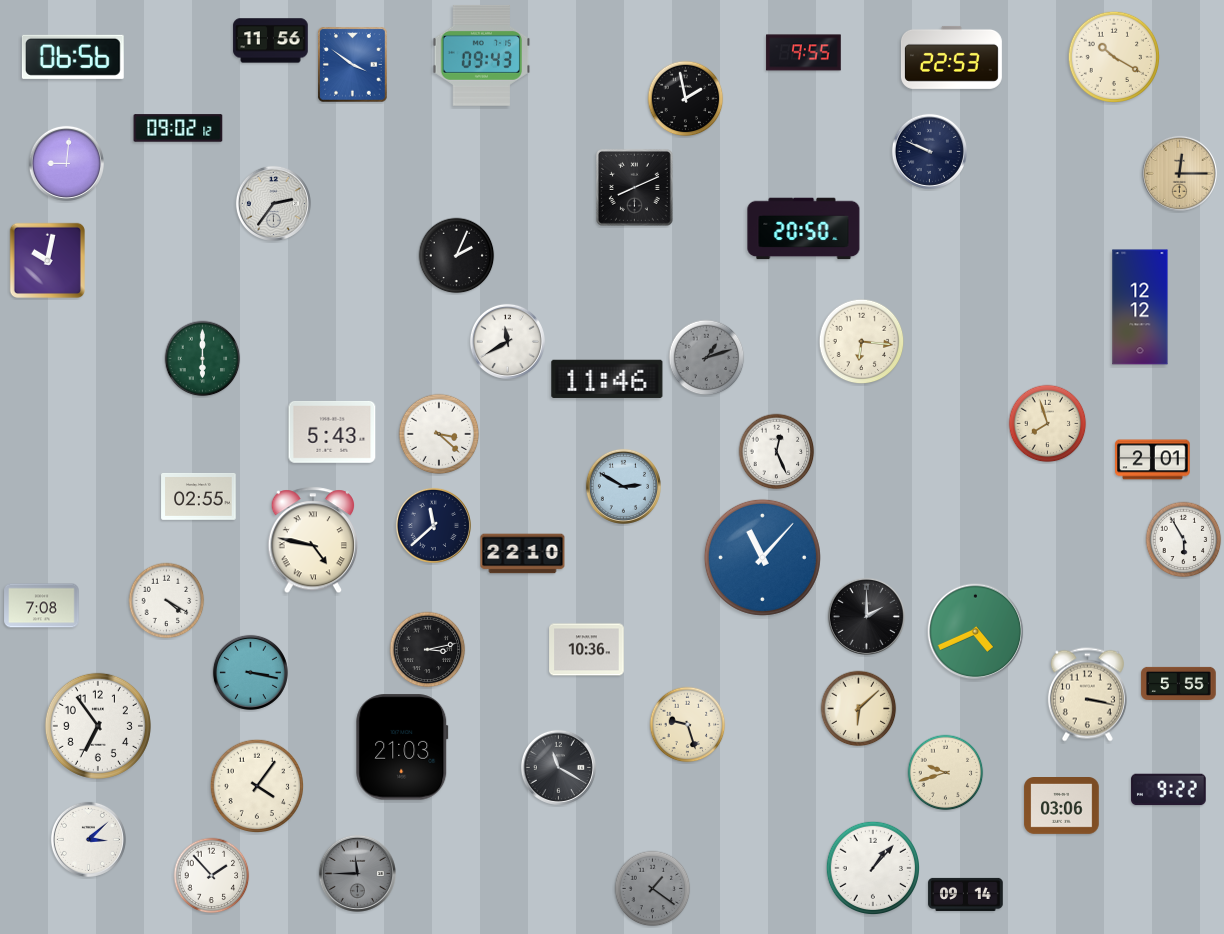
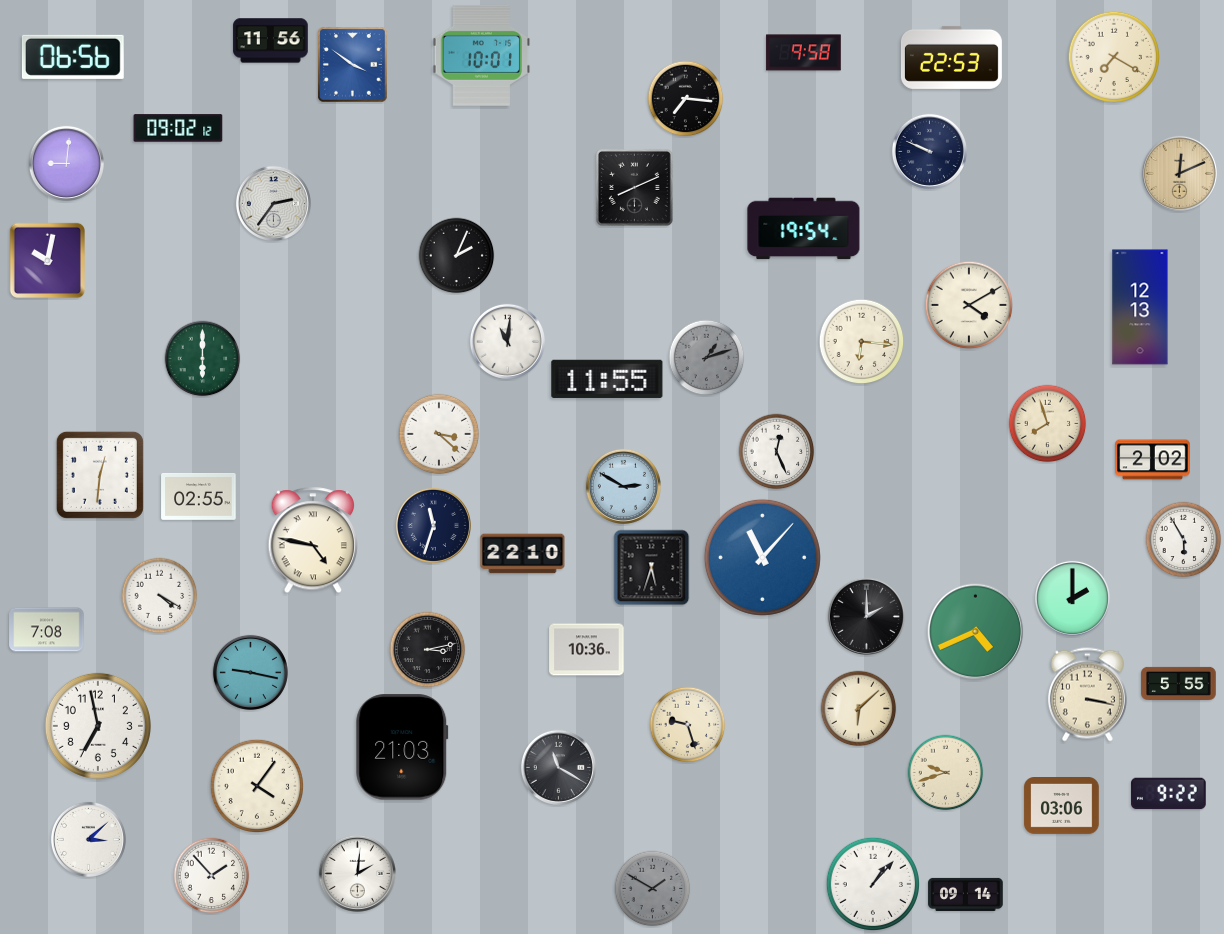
clock at (804, 53): 9:55 -> 9:58
clock at (482, 55): 09:43 -> 10:01
clock at (1114, 57): 10:20 -> 7:20
clock at (686, 99): 1:58 -> 7:16
clock at (1179, 173): 12:15 -> 12:11
clock at (804, 229): 20:50 -> 19:54
clock at (969, 305): none -> 4:10
clock at (1140, 307): 12:12 -> 12:13
clock at (507, 341): 11:40 -> 11:01
clock at (607, 378): 11:46 -> 11:55
clock at (332, 432): 5:43 -> none
clock at (1153, 460): 2:01 -> 2:02
clock at (100, 475): none -> 12:31
clock at (433, 525): 11:38 -> 11:33
clock at (652, 568): none -> 5:33
clock at (1072, 598): none -> 2:00
clock at (167, 601) position: (167, 601) -> (160, 596)
clock at (42, 606) position: (42, 606) -> (47, 630)
clock at (250, 672): 3:17 -> 9:17
clock at (98, 726): 6:54 -> 6:58
clock at (1169, 790) position: (1169, 790) -> (1169, 794)
clock at (872, 867) position: (872, 867) -> (872, 883)
clock at (357, 873): 11:45 -> 2:01
clock at (357, 873) dial: grey -> white
clock at (653, 889): 1:21 -> 1:50
